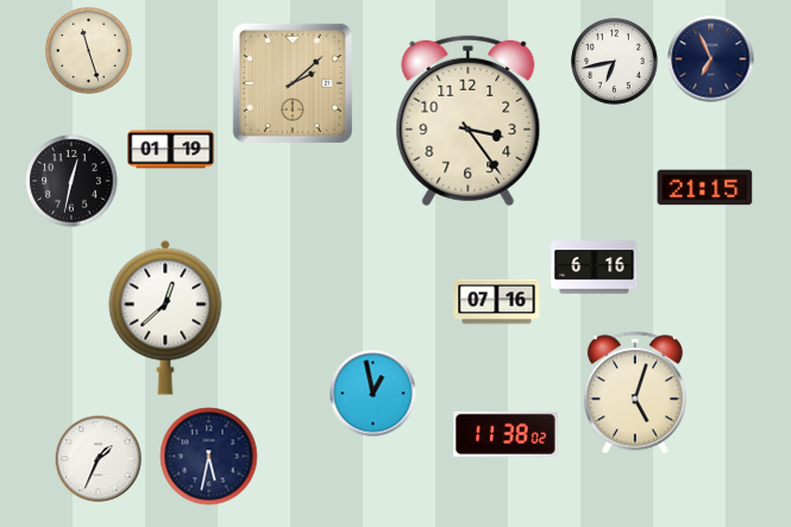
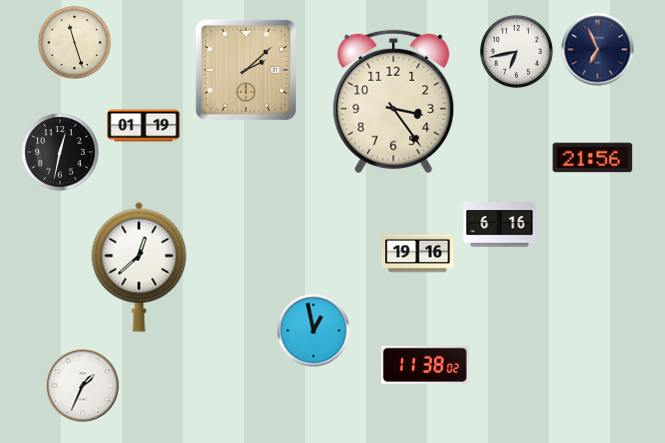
clock at (705, 188): 21:15 -> 21:56
clock at (497, 302): 07:16 -> 19:16
clock at (635, 393): 5:03 -> none
clock at (209, 457): 5:32 -> none
